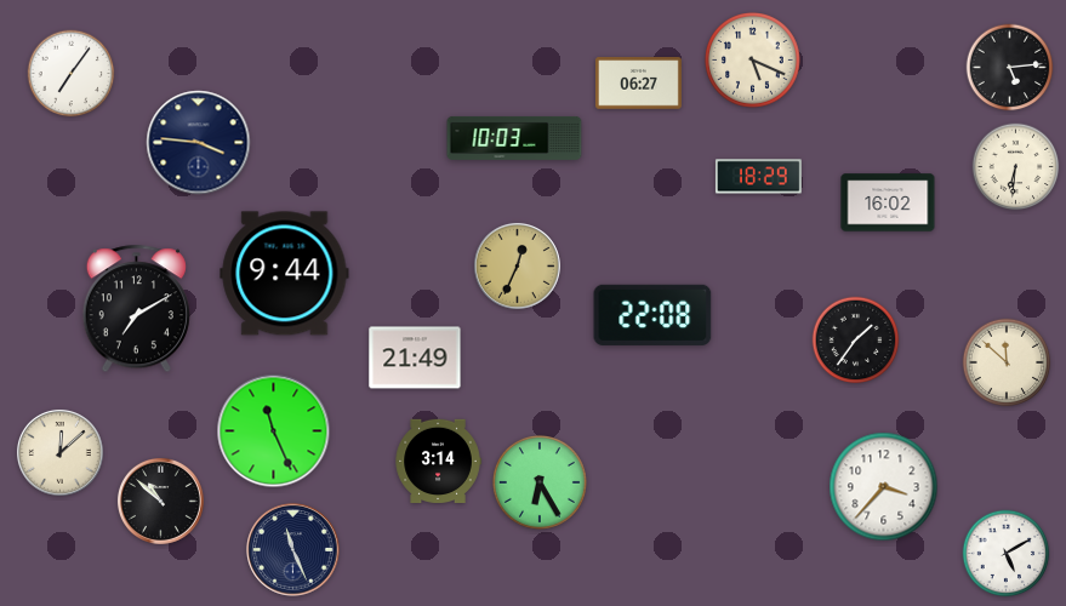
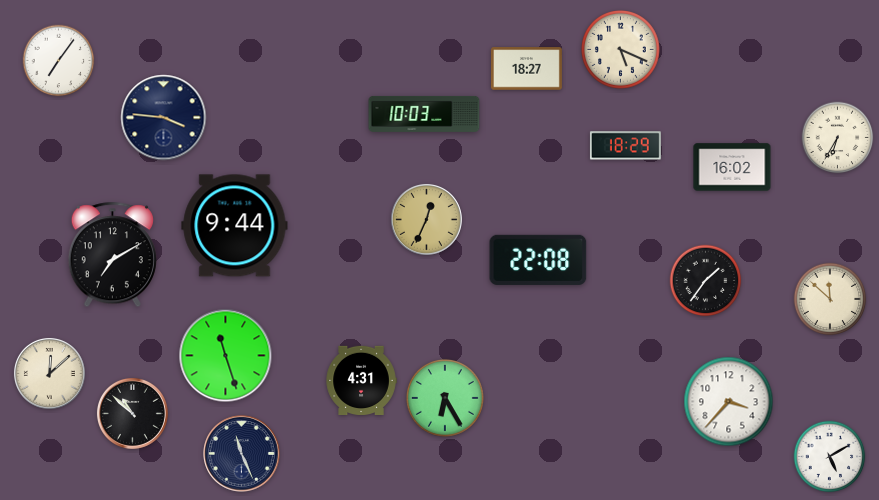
clock at (1010, 68): 5:14 -> none
clock at (638, 84): 06:27 -> 18:27
clock at (1016, 167): 6:31 -> 6:35
clock at (415, 358): 21:49 -> none
clock at (274, 431): 11:26 -> 11:27
clock at (438, 461): 3:14 -> 4:31
